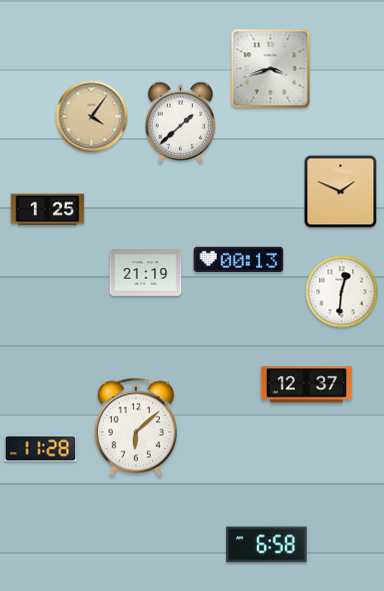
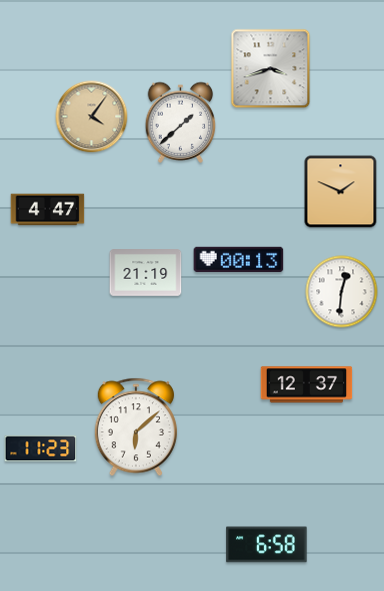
clock at (48, 210): 1:25 -> 4:47
clock at (41, 449): 11:28 -> 11:23
